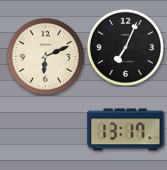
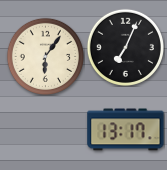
clock at (45, 56): 6:11 -> 6:06
